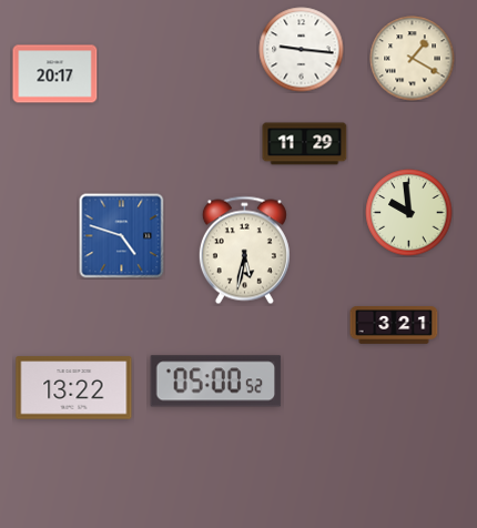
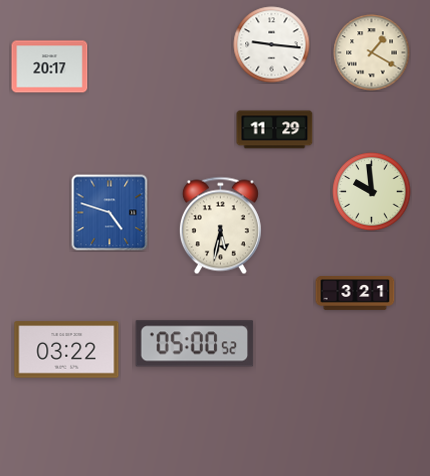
clock at (409, 213) position: (409, 213) -> (372, 192)
clock at (74, 388): 13:22 -> 03:22
